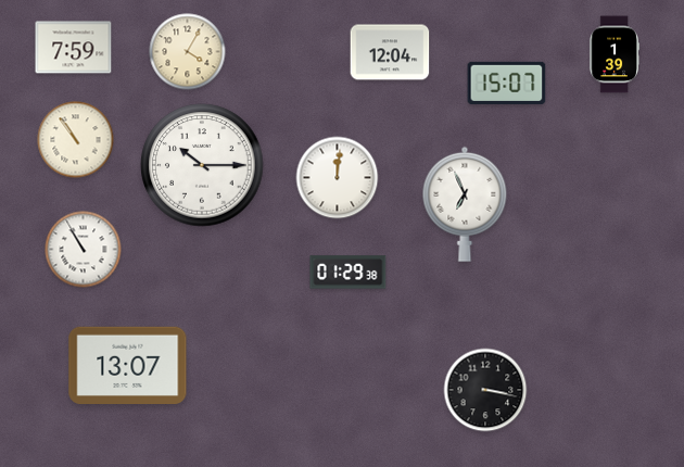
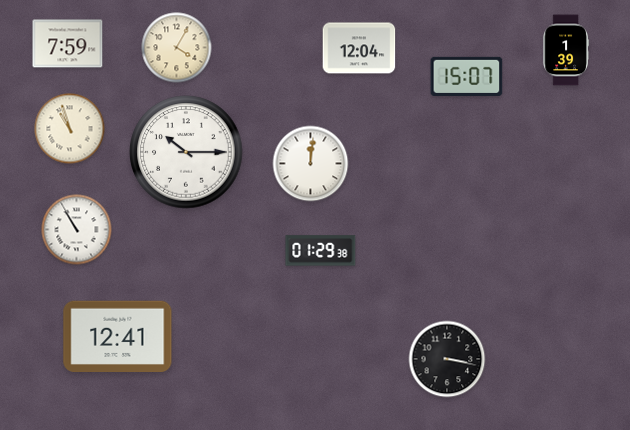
clock at (188, 52) position: (188, 52) -> (177, 48)
clock at (76, 140): 10:54 -> 10:57
clock at (465, 204): 6:56 -> none
clock at (128, 365): 13:07 -> 12:41
